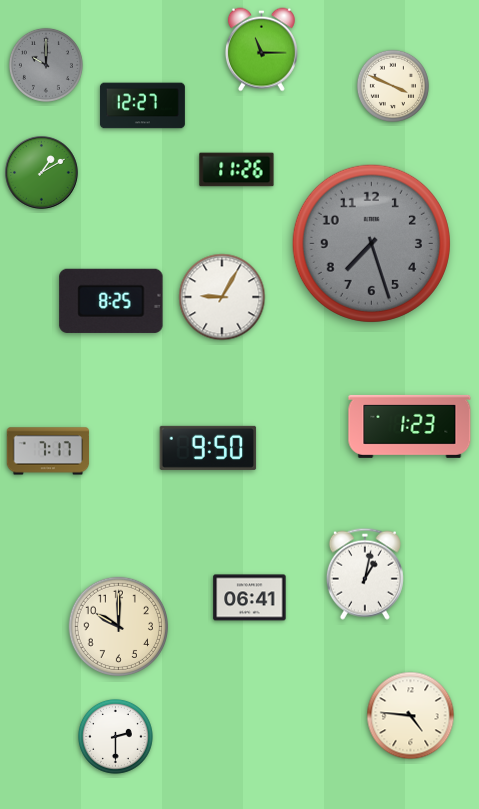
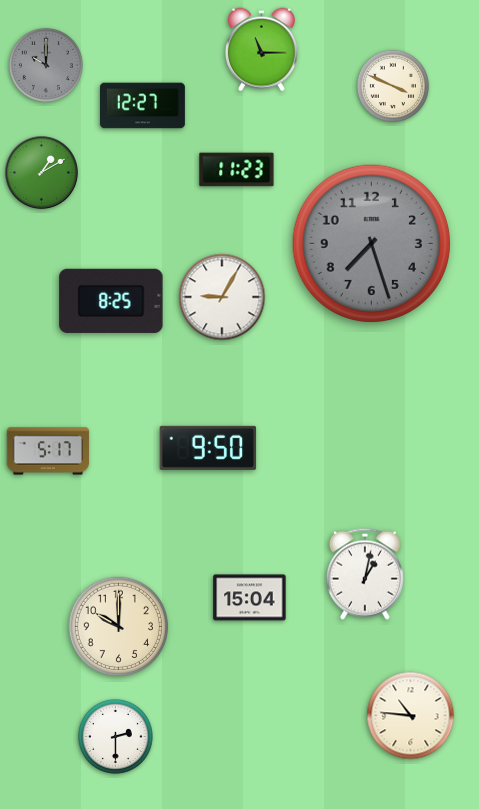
clock at (237, 170): 11:26 -> 11:23
clock at (410, 426): 1:23 -> none
clock at (48, 451): 7:17 -> 5:17
clock at (250, 598): 06:41 -> 15:04
clock at (411, 716): 4:46 -> 10:46
